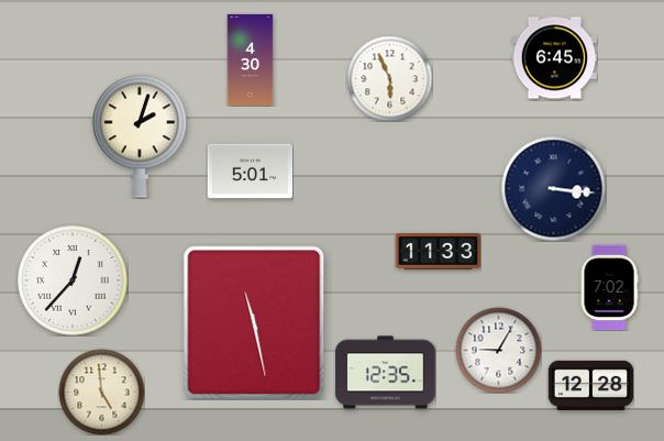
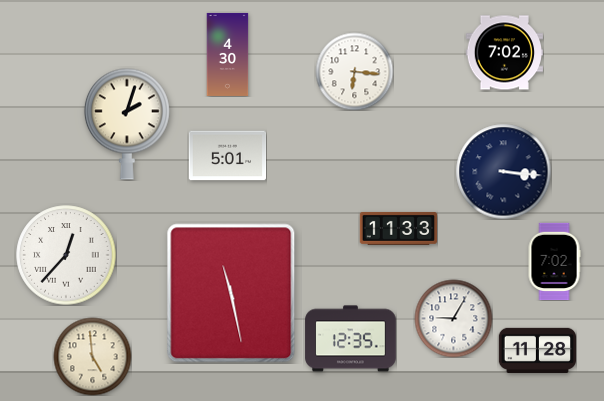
clock at (554, 58): 6:45 -> 7:02
clock at (389, 78): 5:56 -> 6:16
clock at (590, 385): 12:28 -> 11:28
